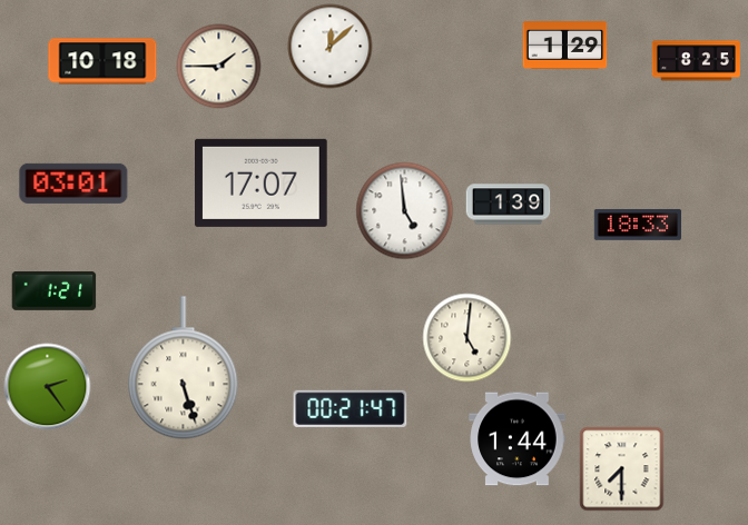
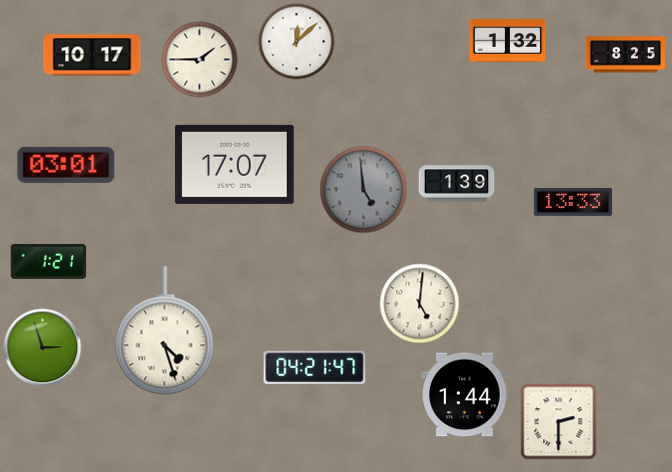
clock at (565, 46): 1:29 -> 1:32
clock at (102, 61): 10:18 -> 10:17
clock at (219, 67) position: (219, 67) -> (200, 60)
clock at (405, 211) dial: white -> grey
clock at (637, 225): 18:33 -> 13:33
clock at (184, 368): 5:27 -> 4:27
clock at (48, 387): 2:24 -> 2:57
clock at (351, 408): 00:21 -> 04:21
clock at (622, 469): 7:30 -> 2:30
